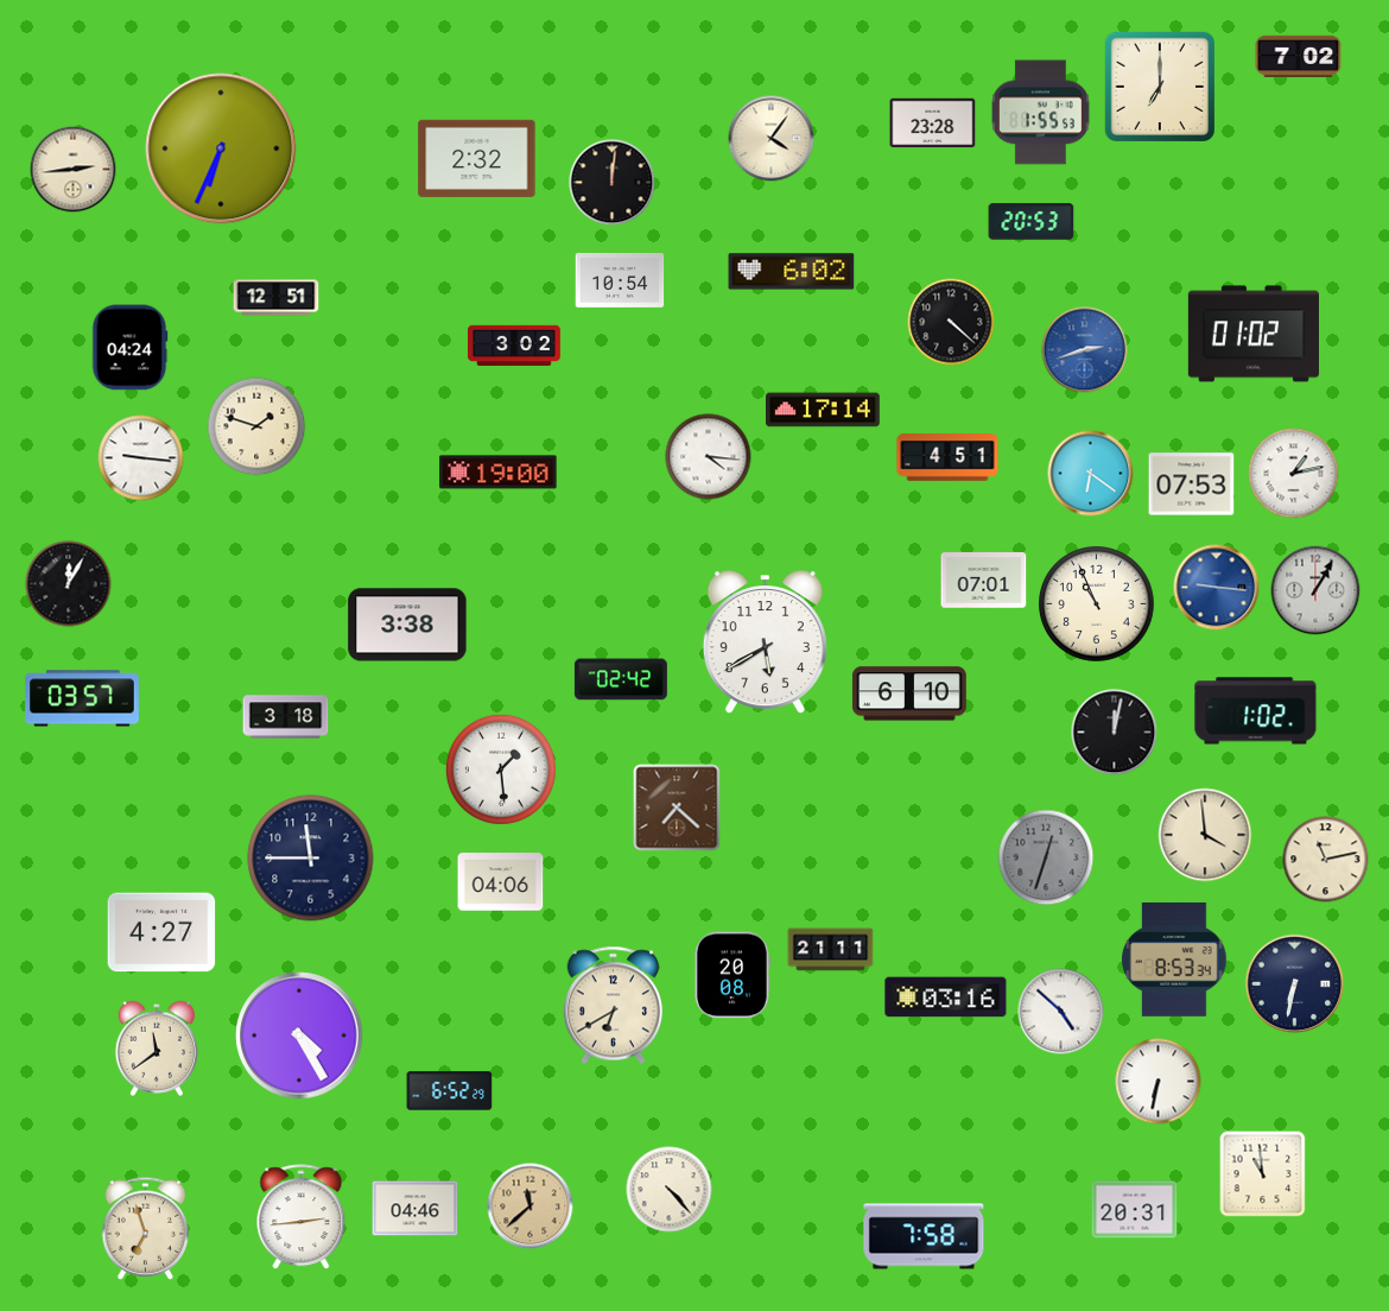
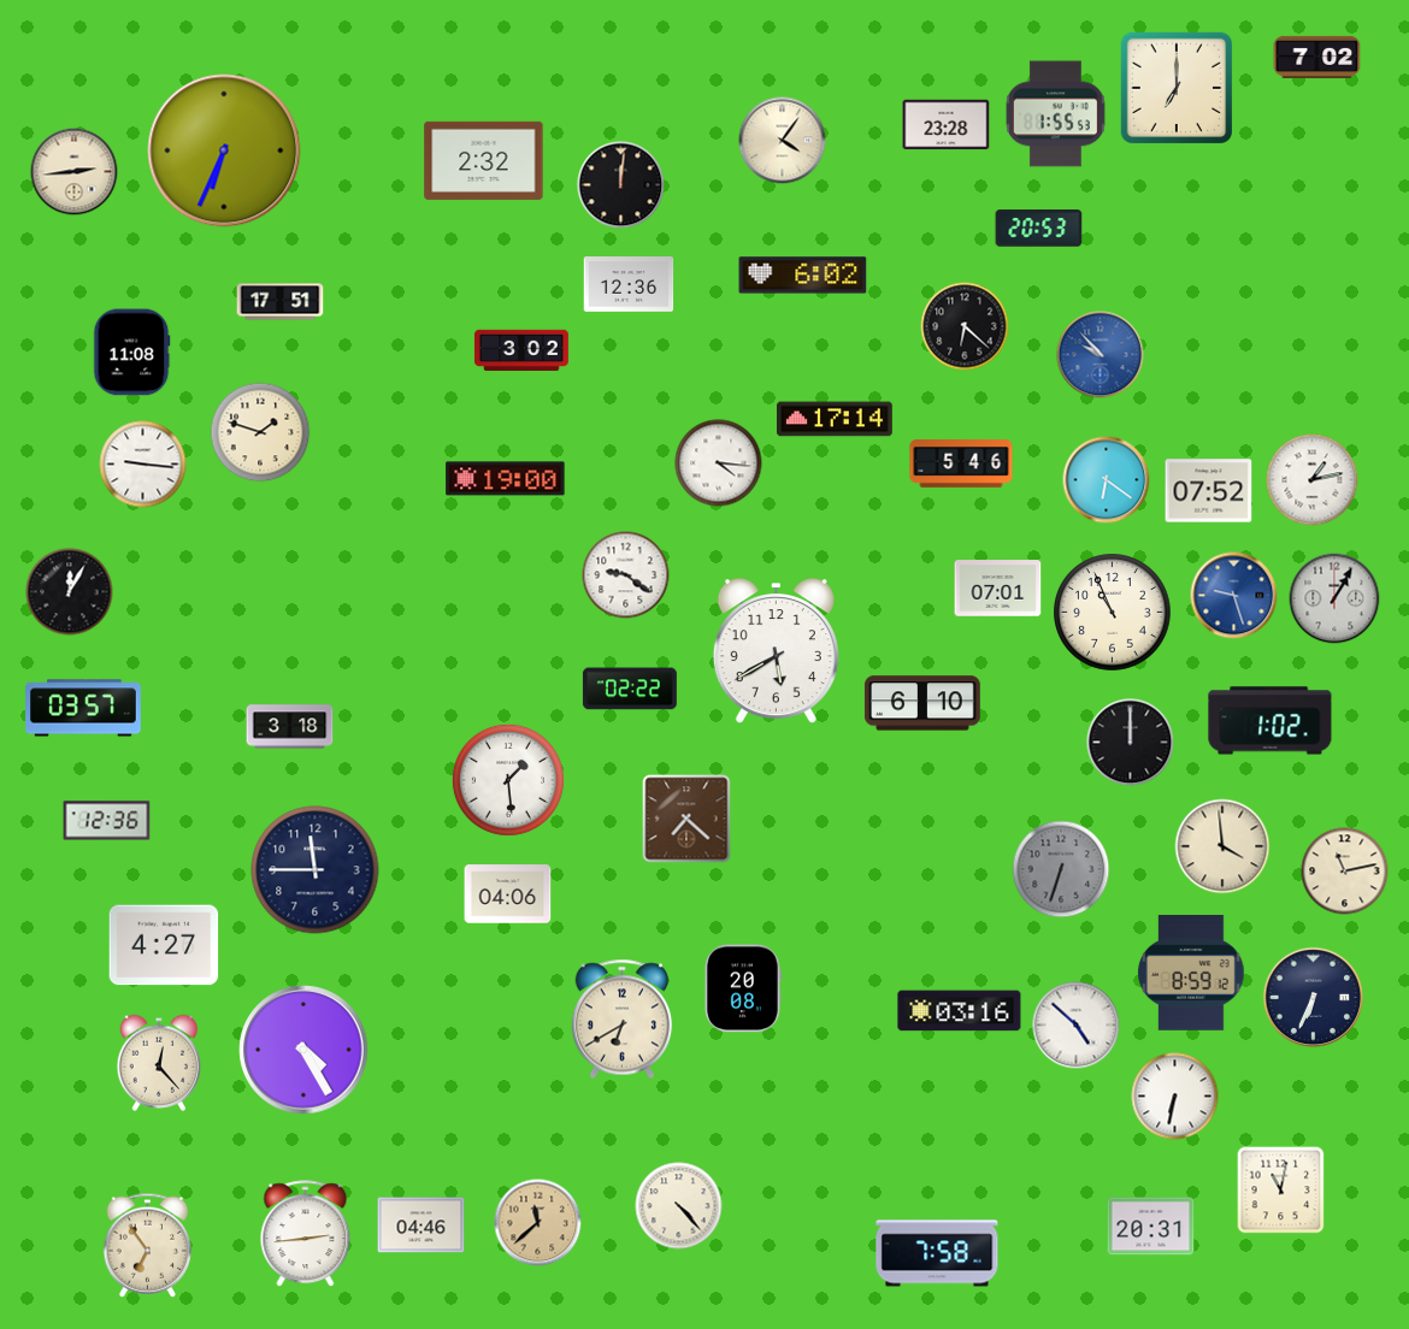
clock at (1032, 222) position: (1032, 222) -> (1039, 229)
clock at (620, 280): 10:54 -> 12:36
clock at (277, 298): 12:51 -> 17:51
clock at (951, 322): 4:22 -> 6:22
clock at (1254, 334): 01:02 -> none
clock at (129, 348): 04:24 -> 11:08
clock at (1085, 350): 2:42 -> 9:53
clock at (824, 410) position: (824, 410) -> (836, 419)
clock at (947, 457): 4:51 -> 5:46
clock at (1192, 484): 07:53 -> 07:52
clock at (626, 575): none -> 9:21
clock at (1217, 588): 9:16 -> 9:27
clock at (407, 625): 3:38 -> none
clock at (621, 679): 02:42 -> 02:22
clock at (1256, 711) position: (1256, 711) -> (1271, 721)
clock at (1115, 733): 12:02 -> 12:00
clock at (107, 821): none -> 12:36
clock at (1046, 857): 12:33 -> 6:33
clock at (831, 950): 21:11 -> none
clock at (1174, 959): 8:53 -> 8:59
clock at (1295, 984): 6:32 -> 6:34
clock at (157, 1049): 11:39 -> 12:23
clock at (450, 1091): 6:52 -> none
clock at (1263, 1174): 10:59 -> 11:02
clock at (146, 1228): 6:57 -> 6:54
